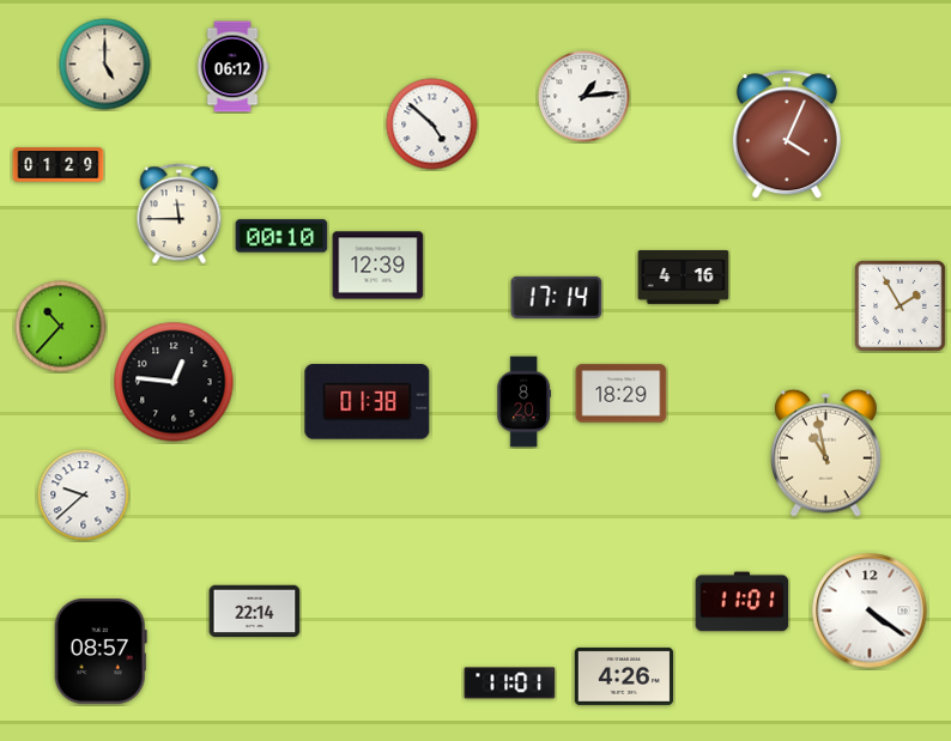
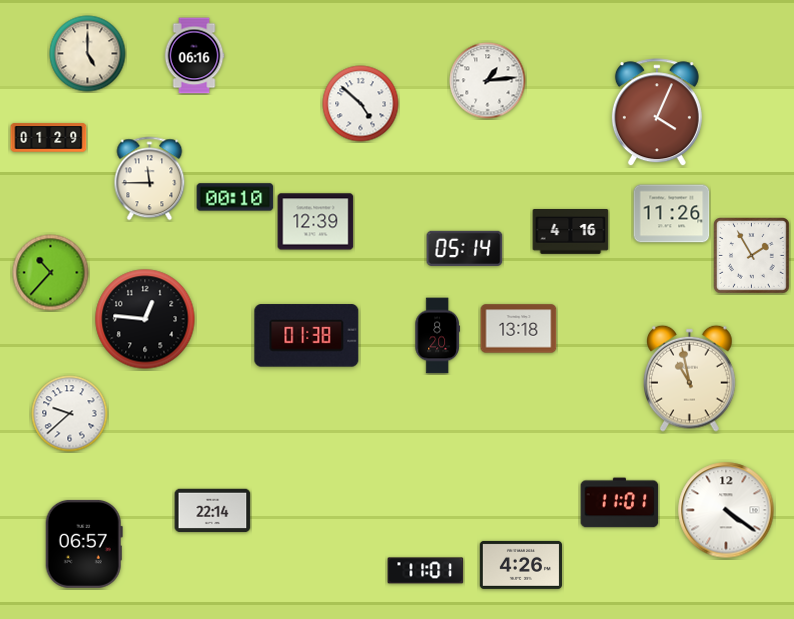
clock at (232, 67): 06:12 -> 06:16
clock at (672, 214): none -> 11:26
clock at (557, 297): 17:14 -> 05:14
clock at (622, 394): 18:29 -> 13:18
clock at (101, 651): 08:57 -> 06:57
